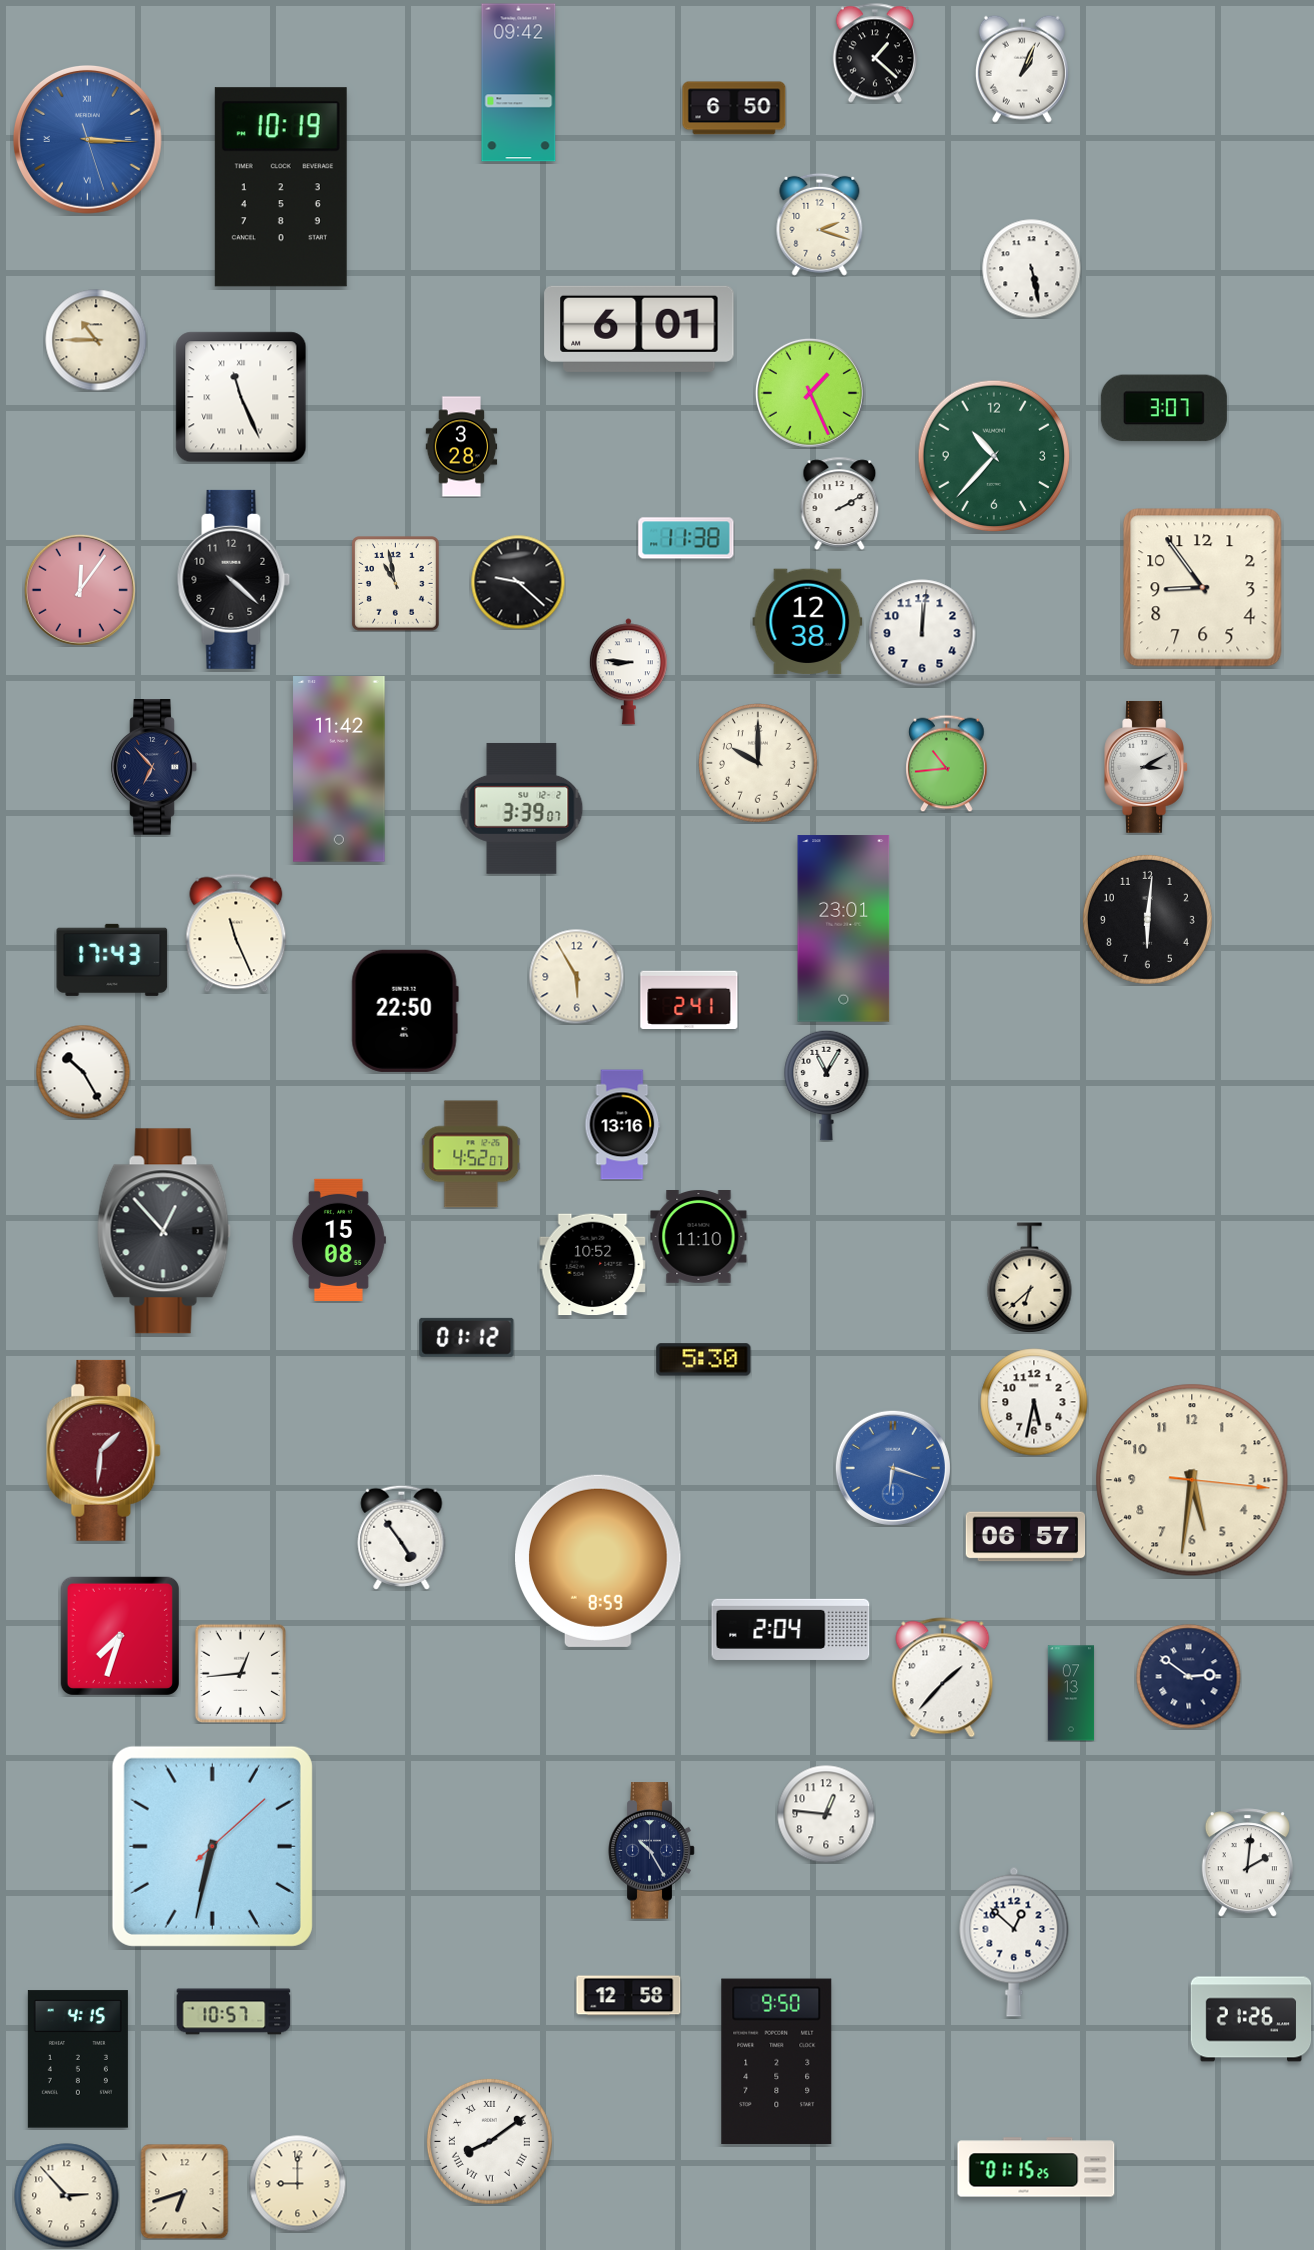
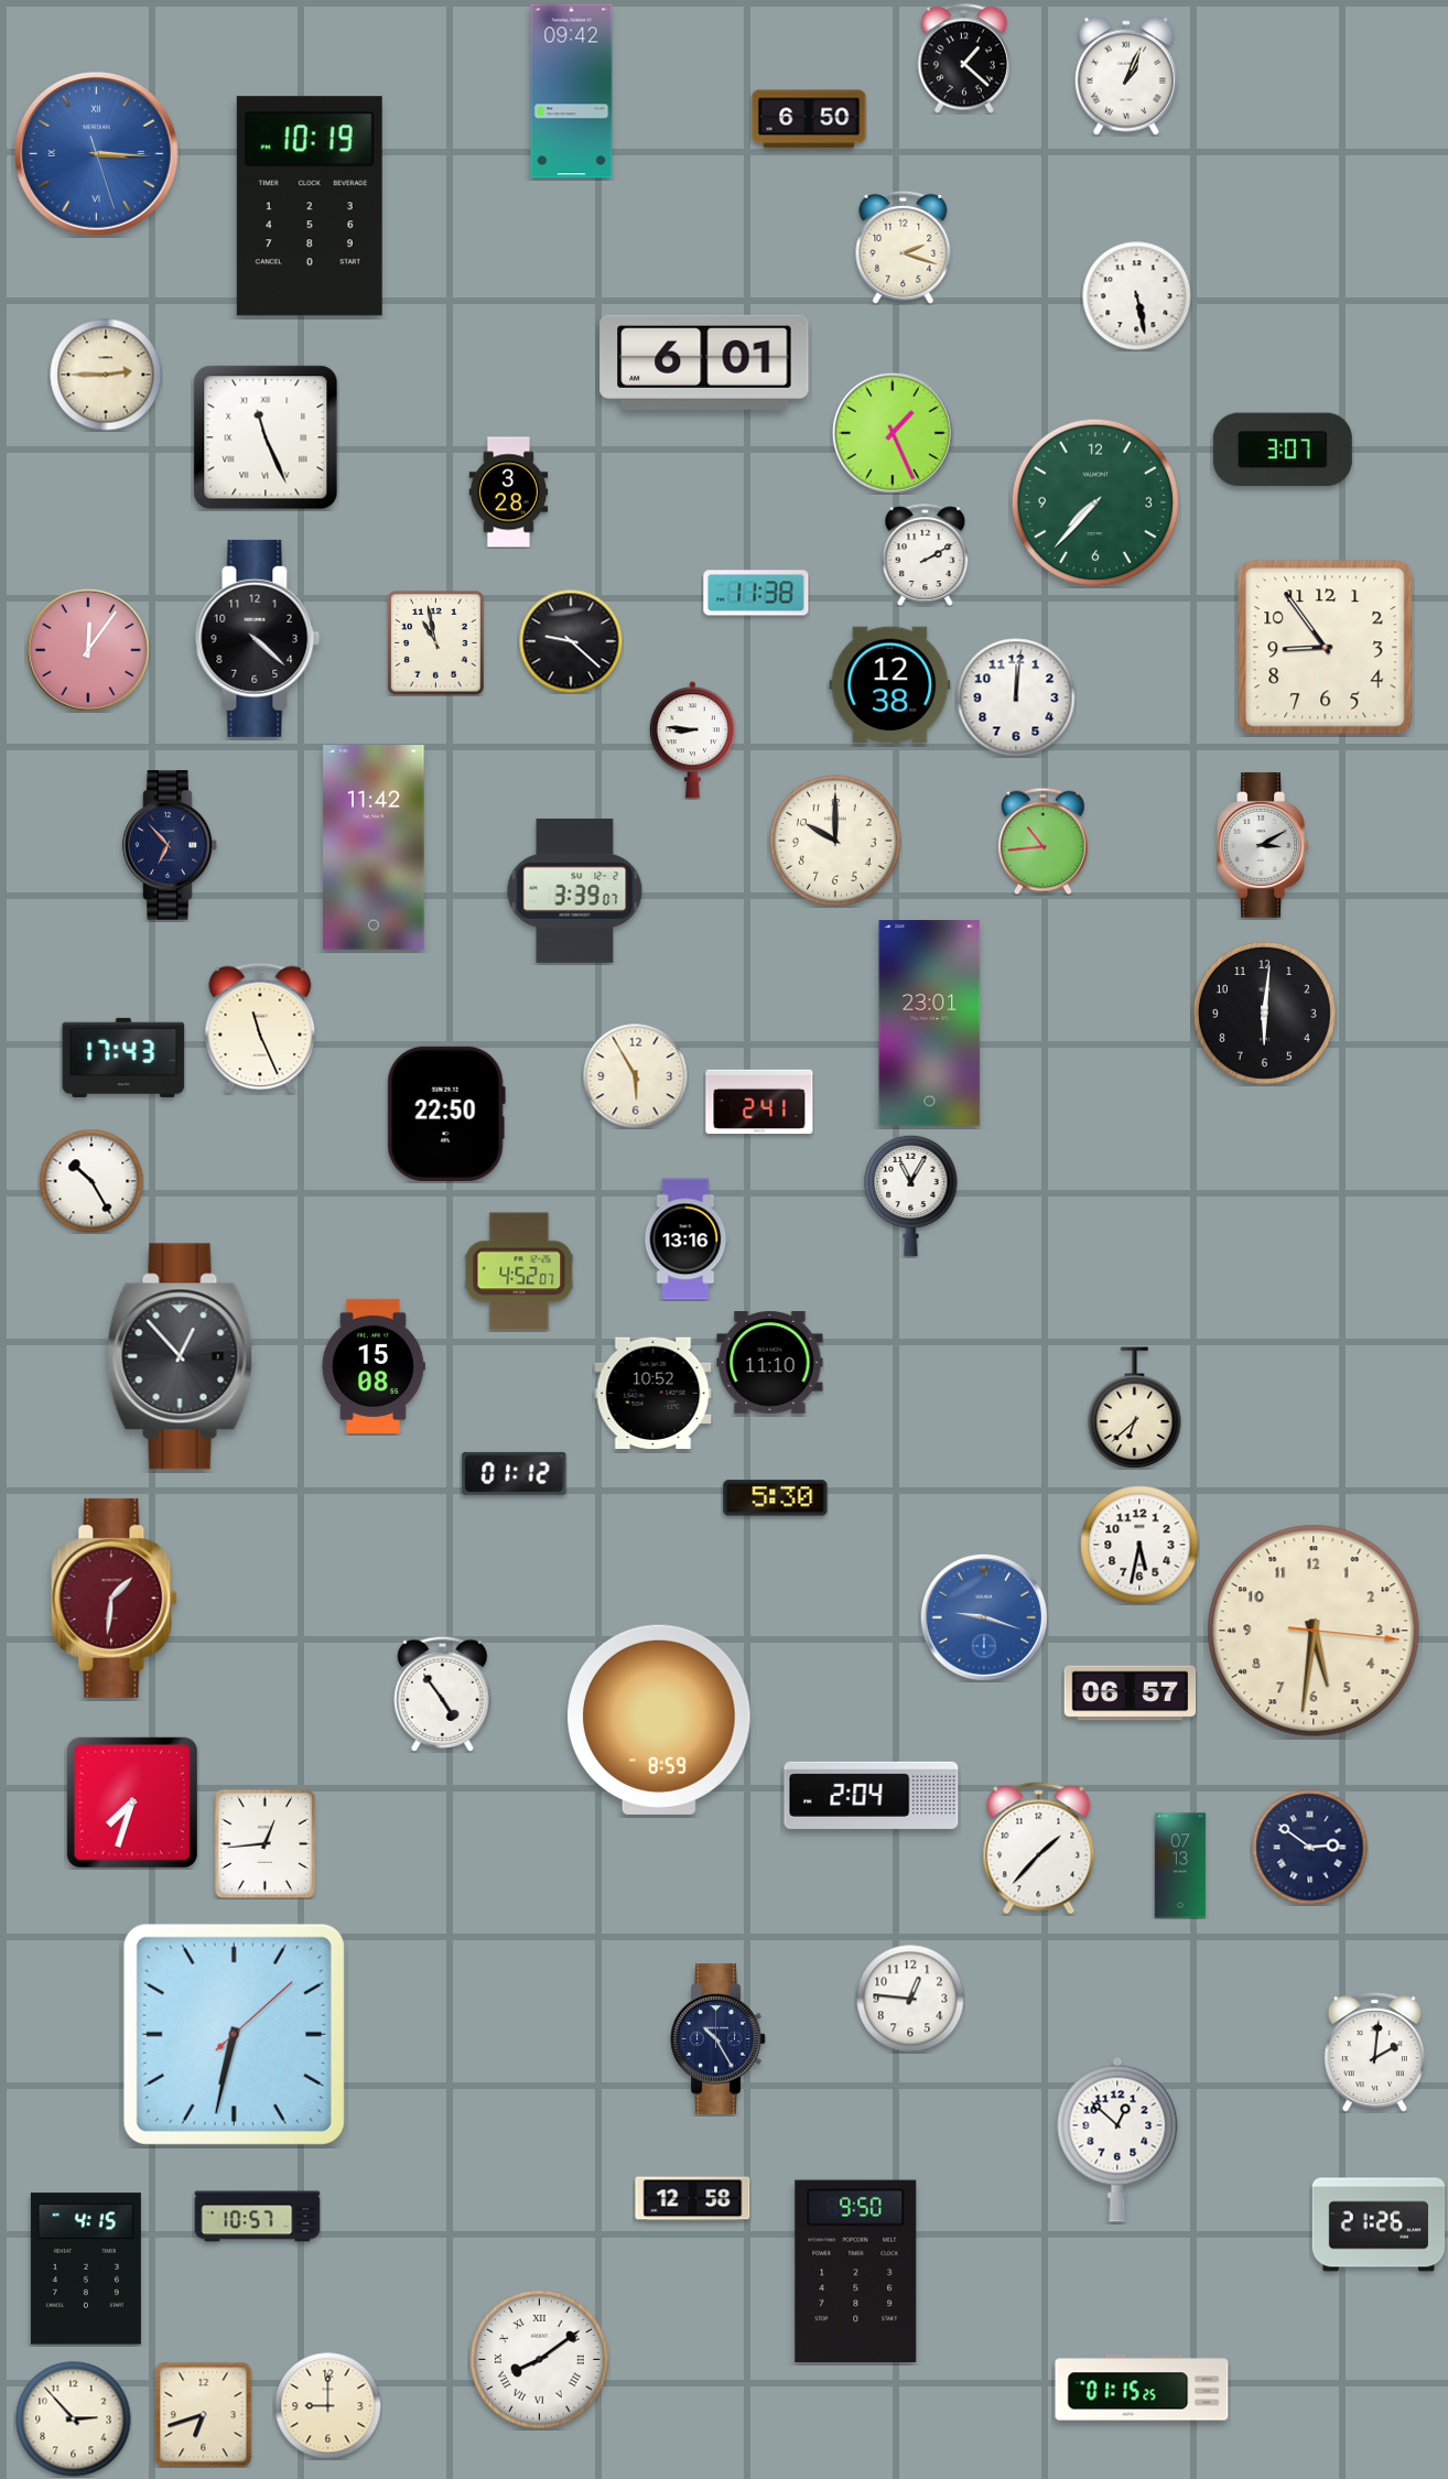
clock at (96, 340): 10:45 -> 2:45
clock at (994, 456): 10:37 -> 7:37
clock at (893, 1468): 6:18 -> 9:18
